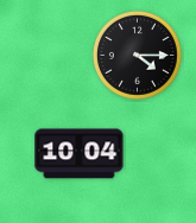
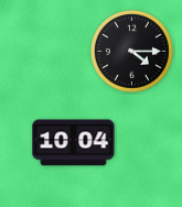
clock at (137, 55) position: (137, 55) -> (131, 51)
